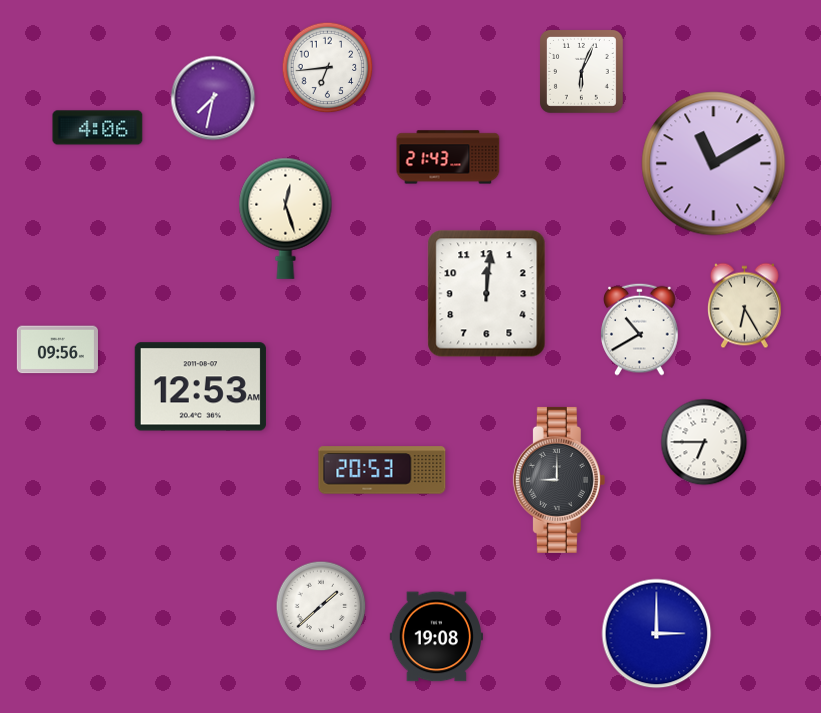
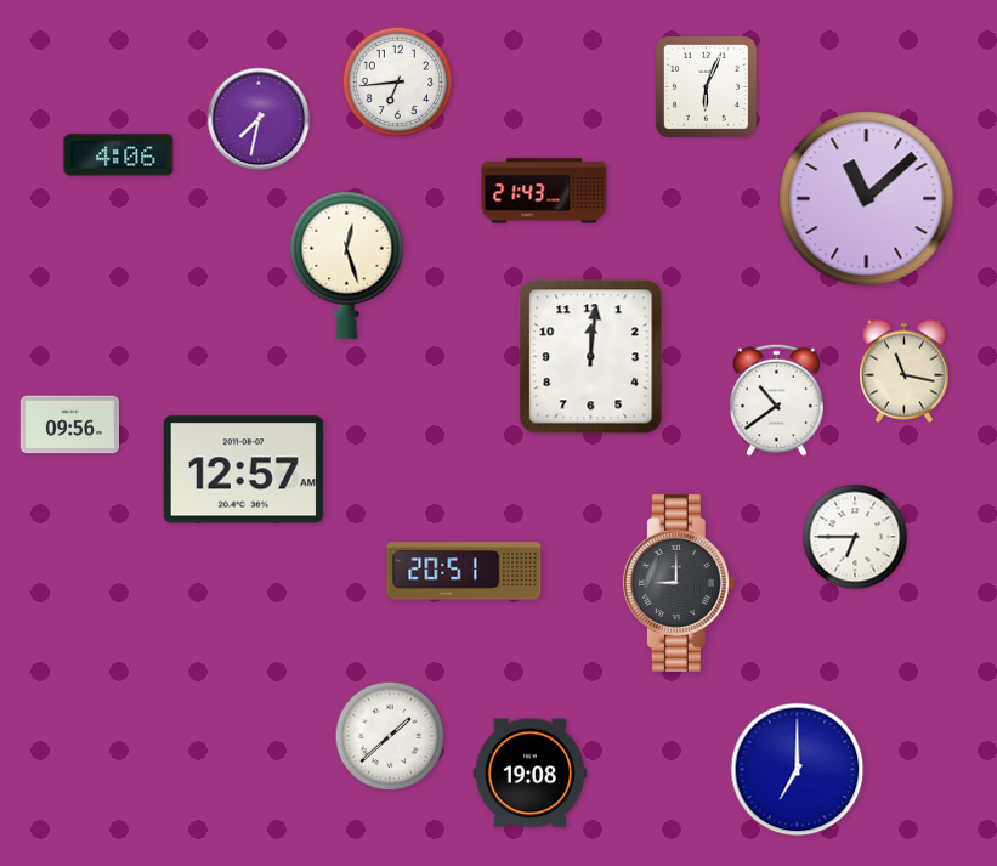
clock at (714, 164): 11:10 -> 11:08
clock at (744, 306): 6:25 -> 11:17
clock at (640, 329): 10:40 -> 10:39
clock at (200, 387): 12:53 -> 12:57
clock at (382, 470): 20:53 -> 20:51
clock at (657, 634): 3:00 -> 7:00
